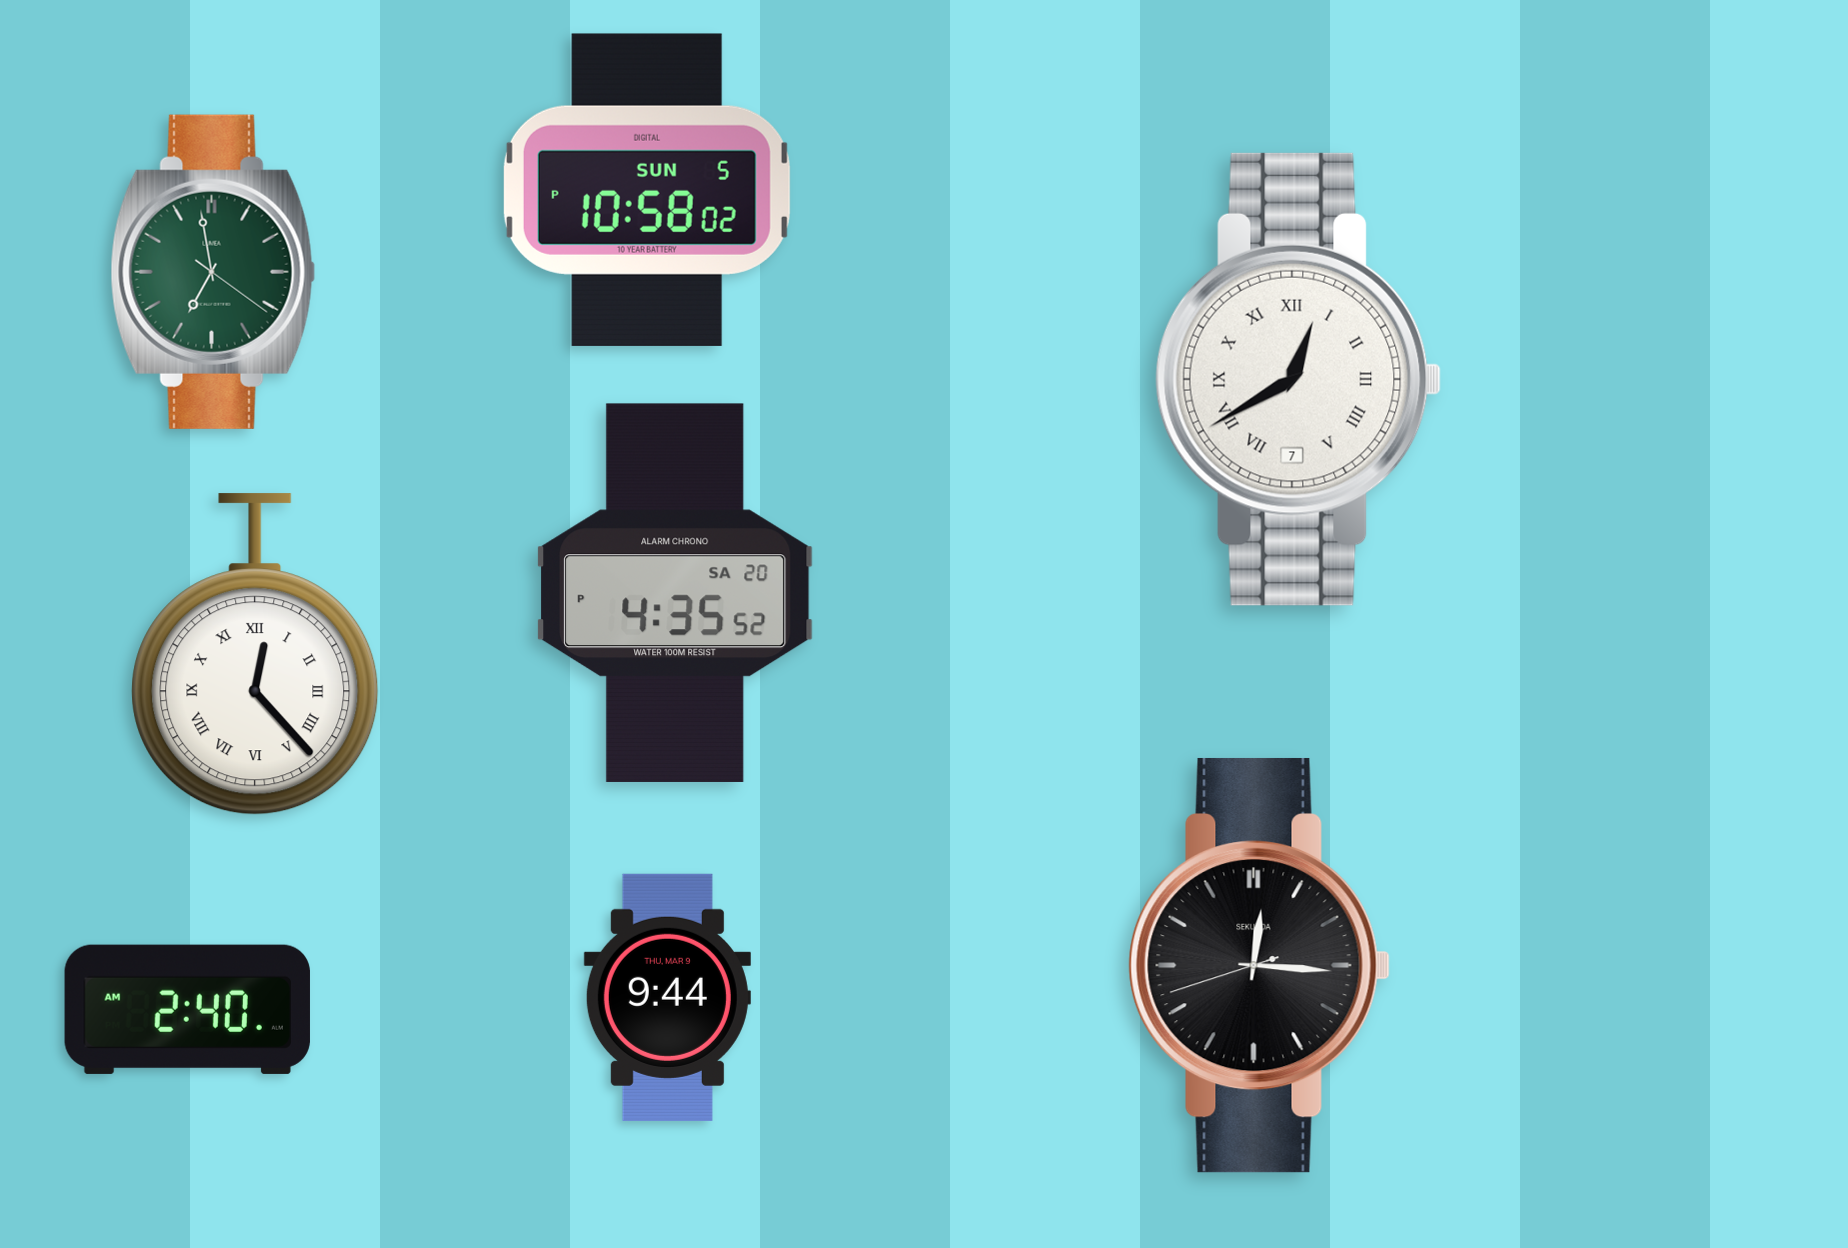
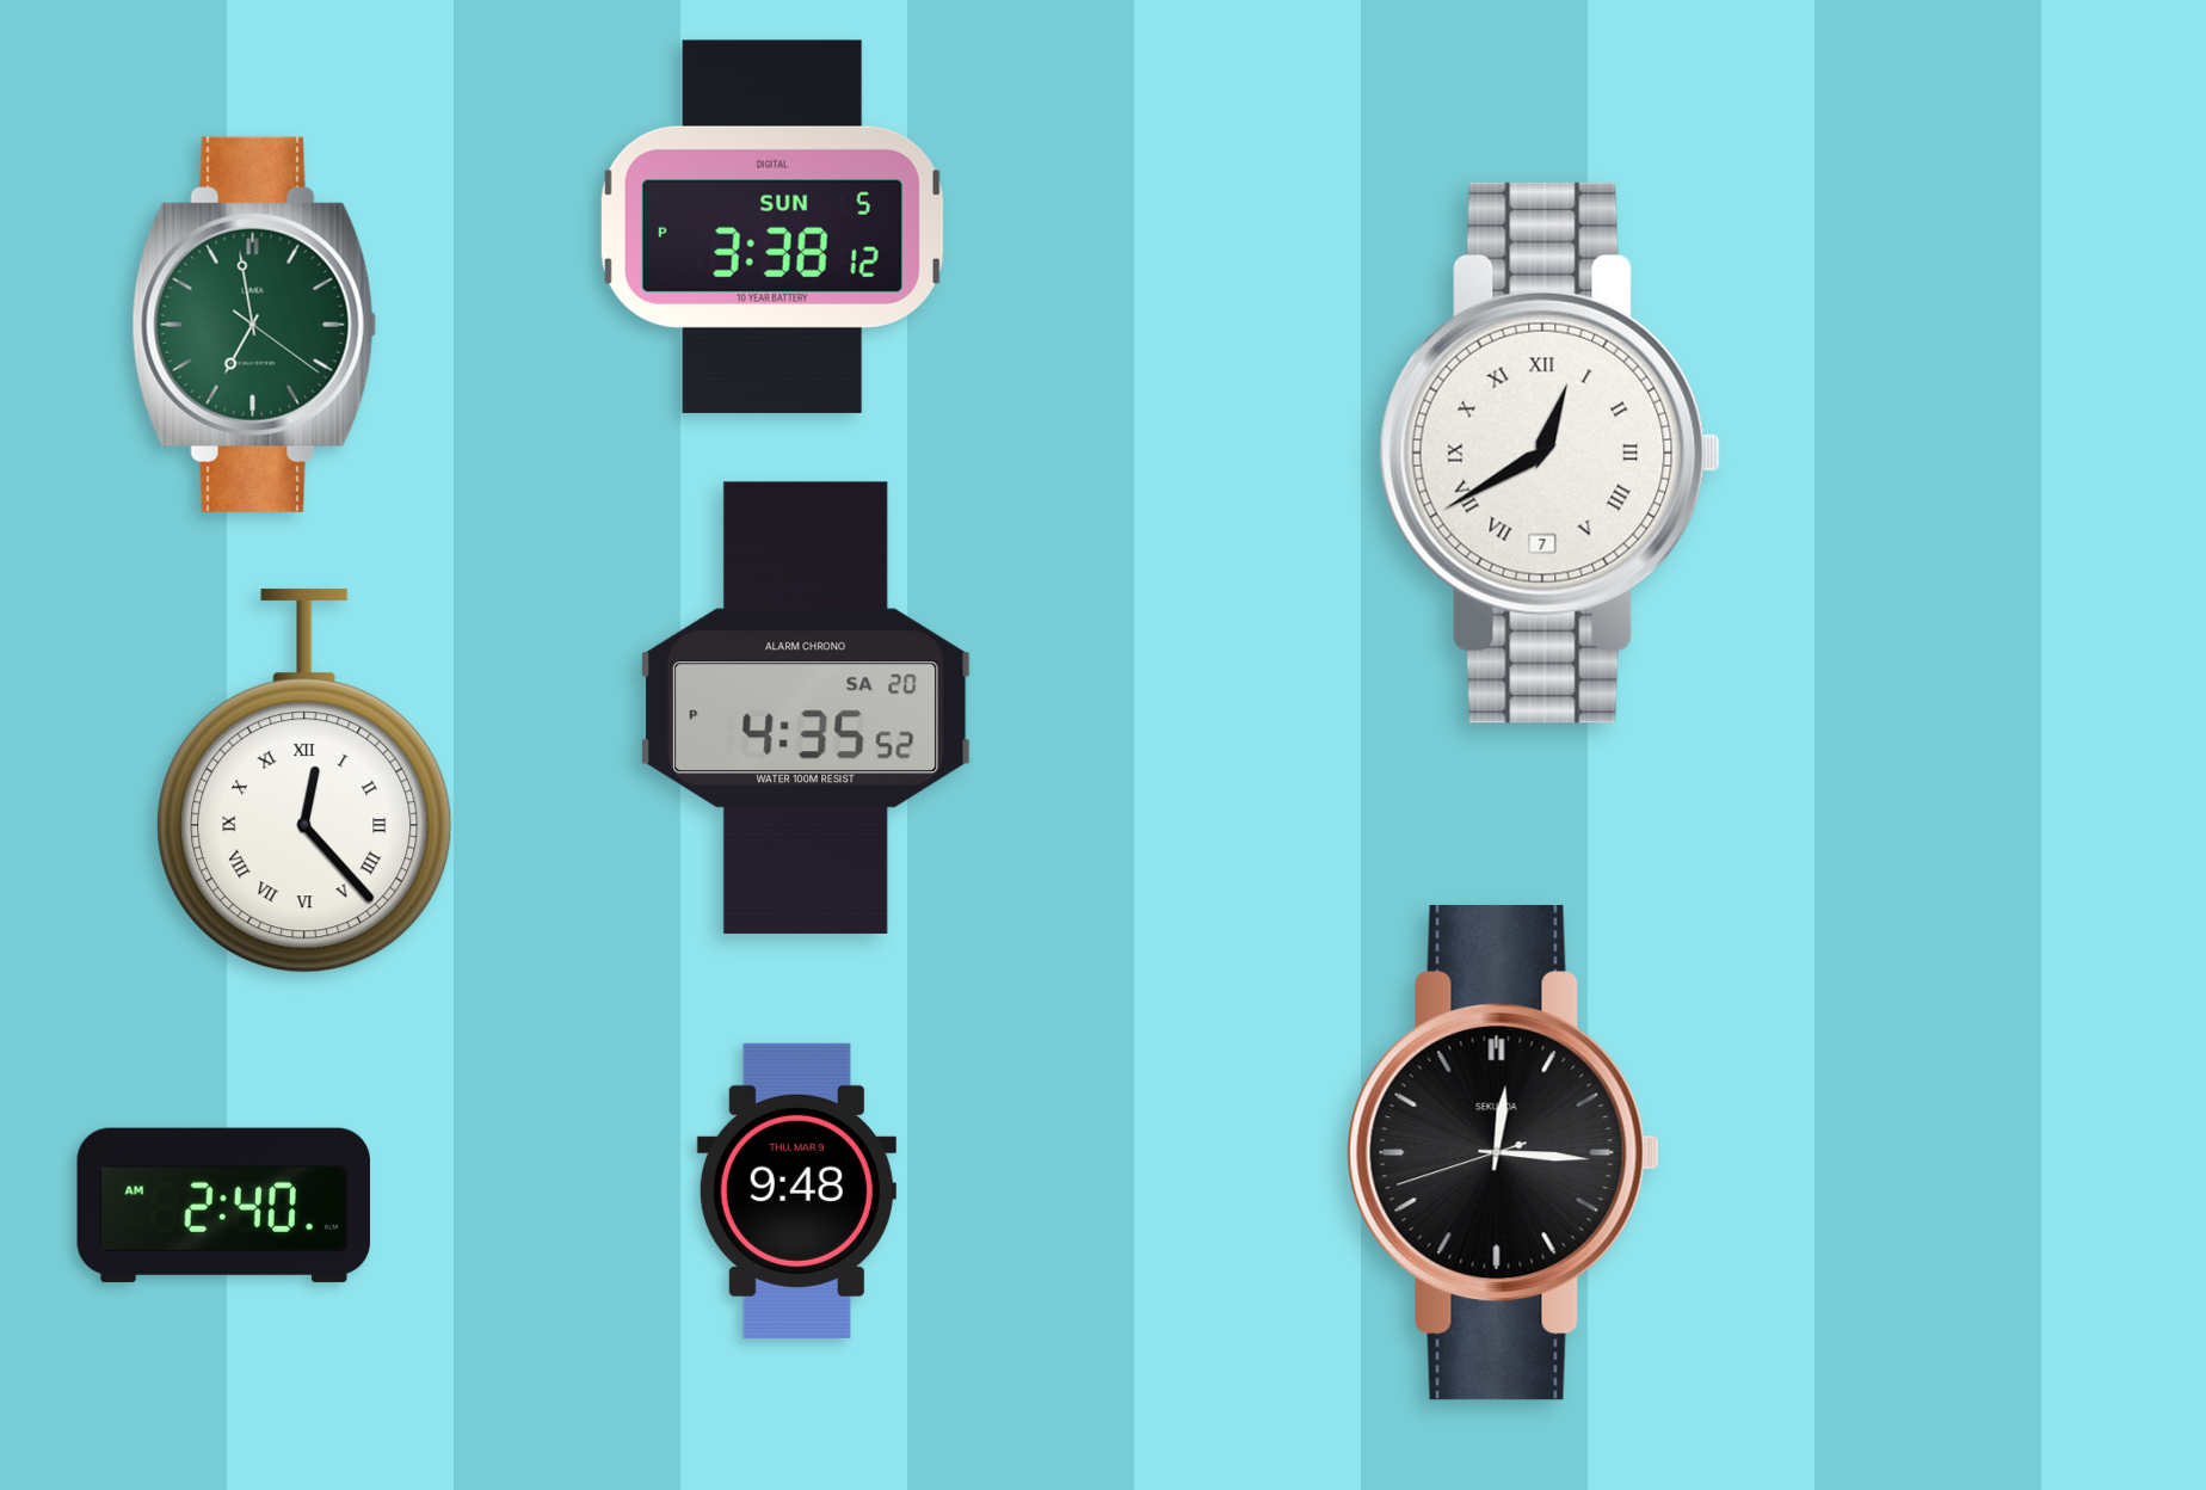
clock at (647, 190): 10:58 -> 3:38
clock at (667, 997): 9:44 -> 9:48
